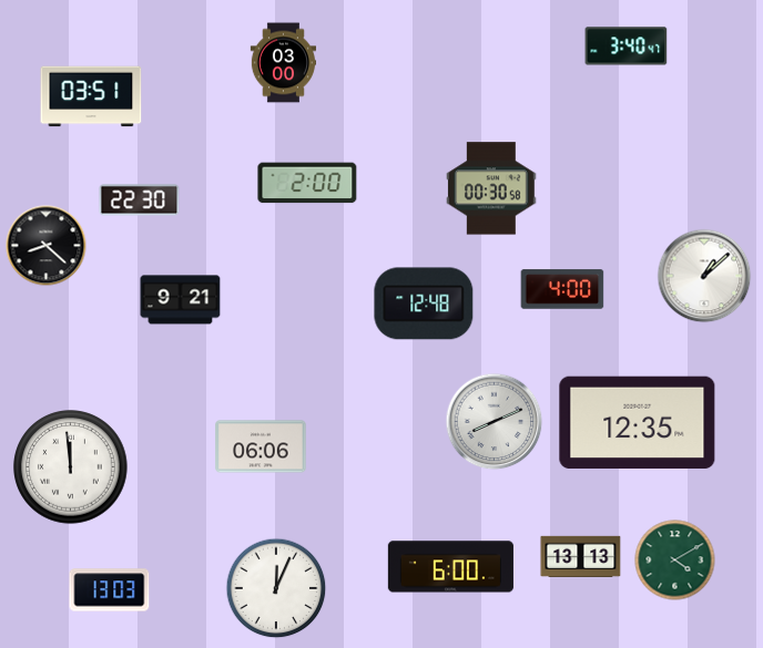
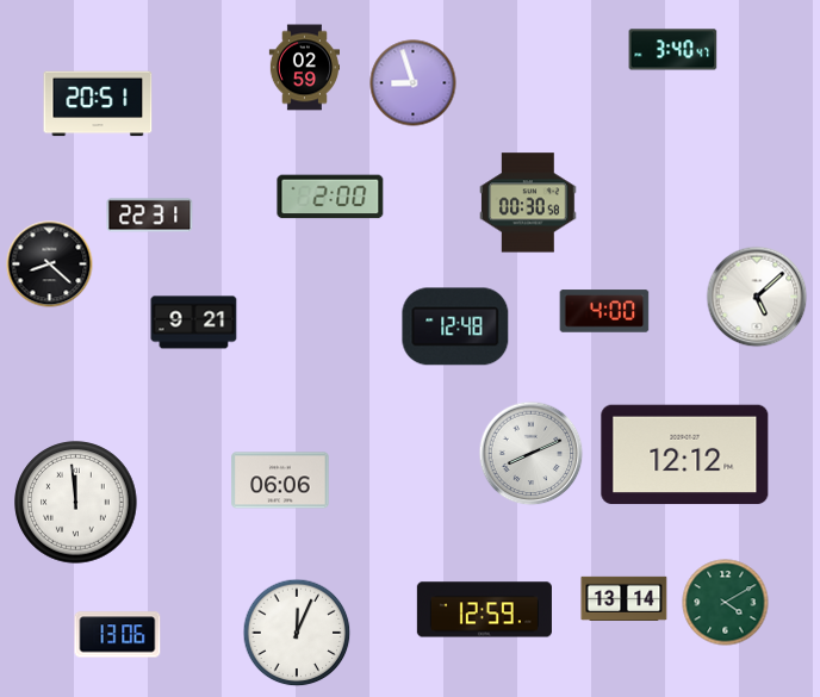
clock at (283, 63): 03:00 -> 02:59
clock at (414, 83): none -> 8:57
clock at (91, 96): 03:51 -> 20:51
clock at (140, 200): 22:30 -> 22:31
clock at (704, 276): 1:08 -> 5:08
clock at (638, 423): 12:35 -> 12:12
clock at (581, 556): 13:13 -> 13:14
clock at (450, 567): 6:00 -> 12:59
clock at (110, 590): 13:03 -> 13:06
